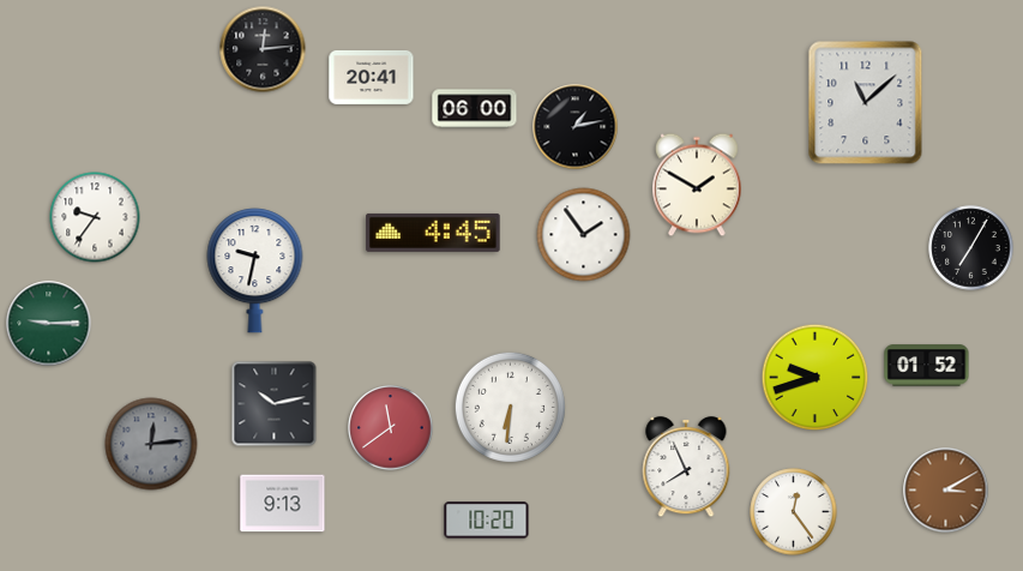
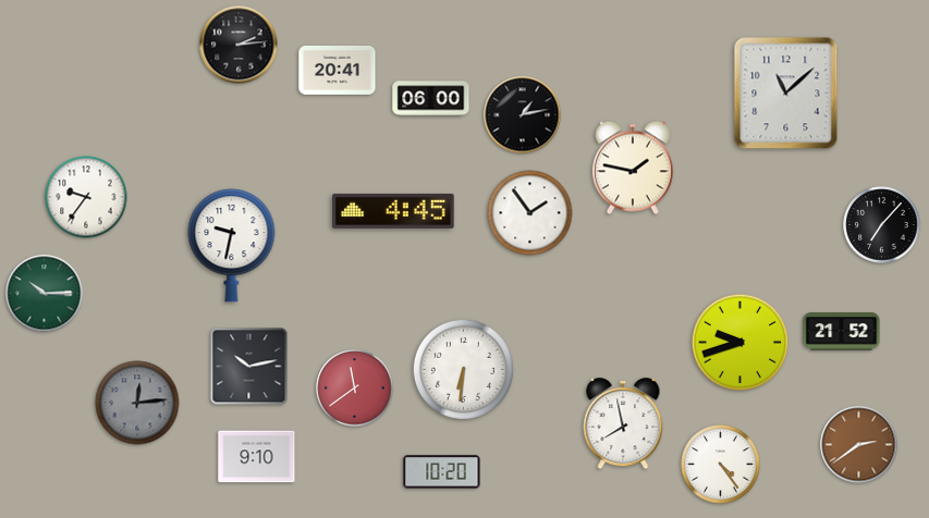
clock at (263, 49): 12:14 -> 2:14
clock at (698, 185): 1:50 -> 1:47
clock at (971, 248): 7:05 -> 7:07
clock at (49, 324): 9:15 -> 10:15
clock at (927, 366): 01:52 -> 21:52
clock at (686, 467): 7:56 -> 7:58
clock at (946, 491): 3:10 -> 2:39
clock at (283, 504): 9:13 -> 9:10
clock at (794, 512): 12:24 -> 4:24
